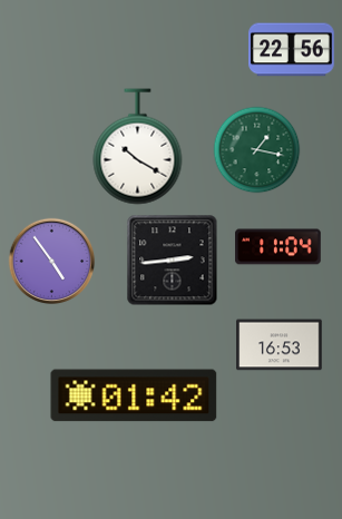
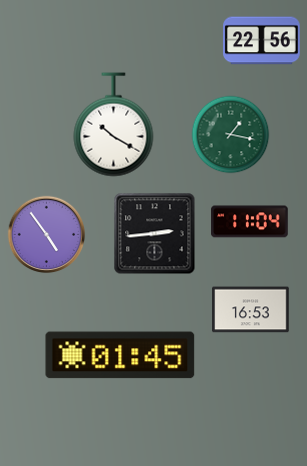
clock at (292, 50) position: (292, 50) -> (262, 41)
clock at (138, 147) position: (138, 147) -> (114, 125)
clock at (134, 395): 01:42 -> 01:45
